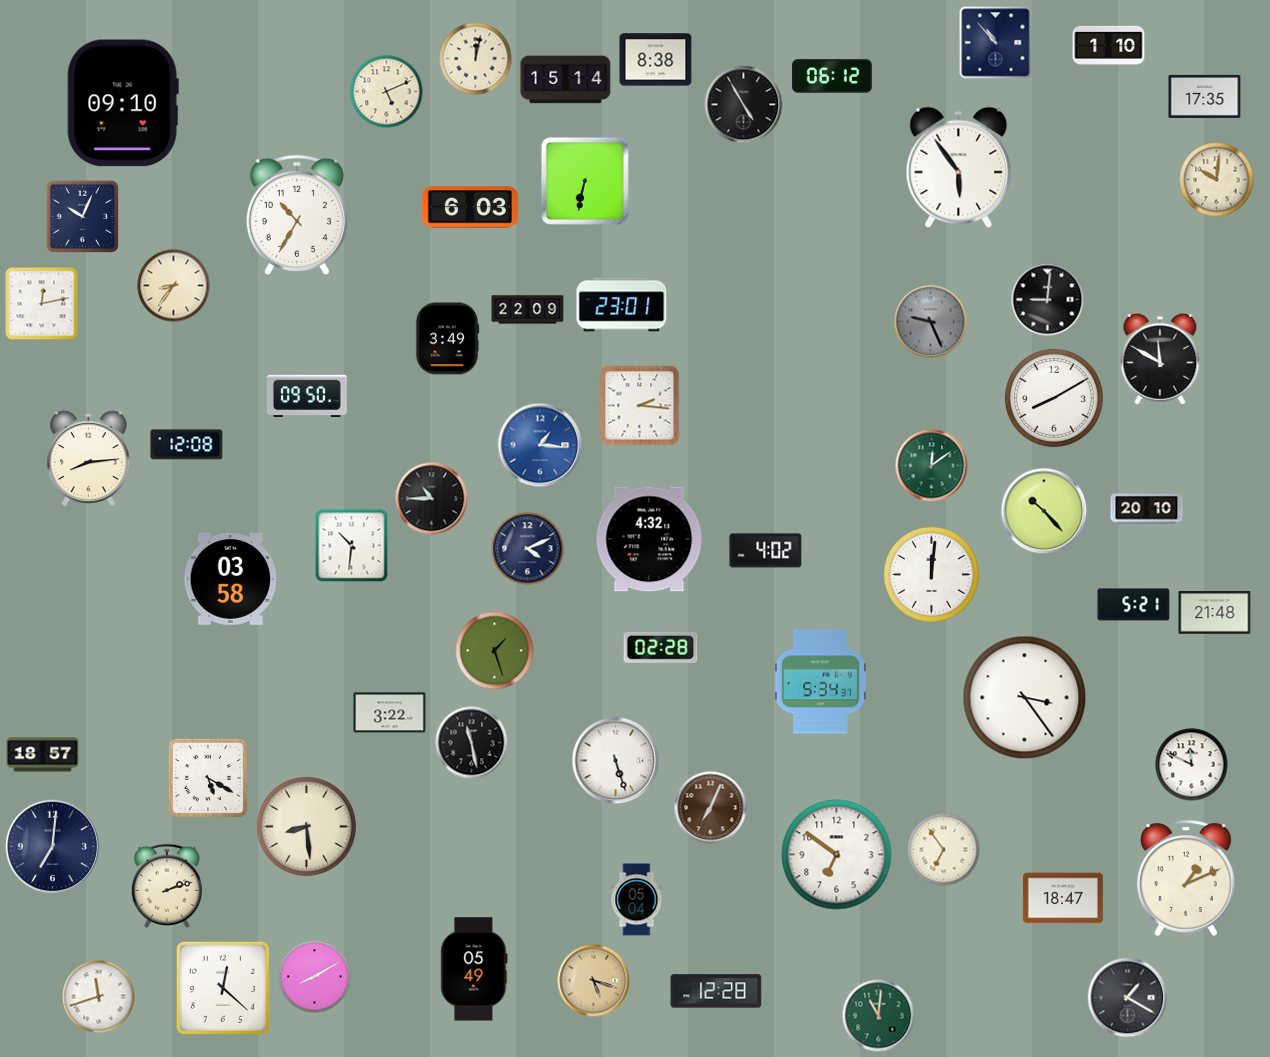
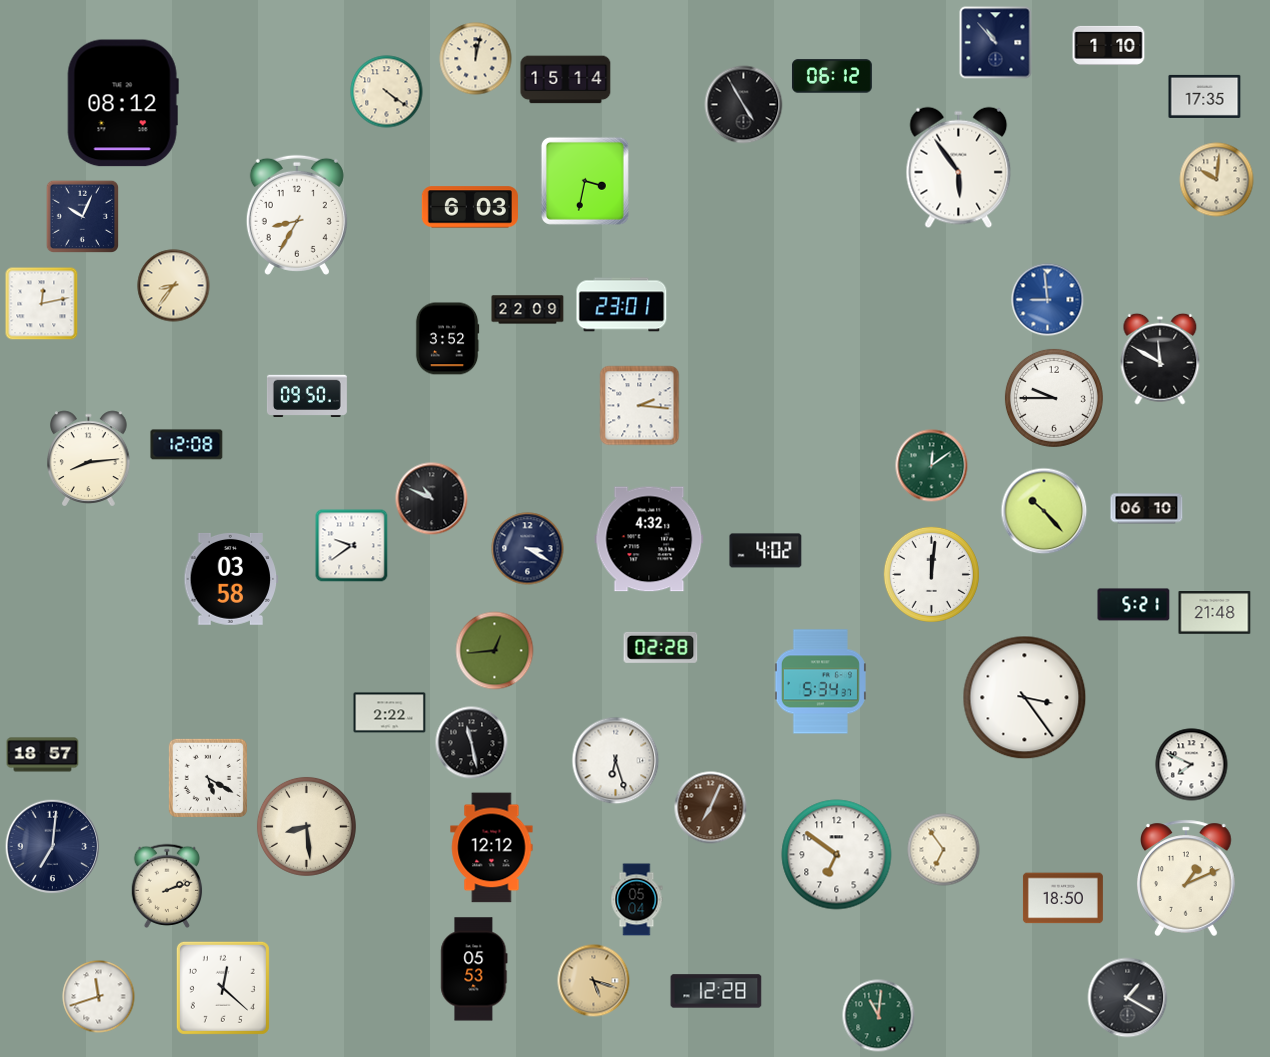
clock at (656, 60): 8:38 -> none
clock at (387, 92): 5:11 -> 4:21
clock at (123, 103): 09:10 -> 08:12
clock at (585, 181): 6:32 -> 3:32
clock at (297, 215): 10:35 -> 8:35
clock at (1048, 300): 9:01 -> 8:59
clock at (1048, 300) dial: black -> blue
clock at (931, 322): 9:26 -> none
clock at (447, 339): 3:49 -> 3:52
clock at (1054, 398): 8:10 -> 9:45
clock at (540, 445): 1:16 -> none
clock at (432, 499): 10:45 -> 10:49
clock at (1147, 509): 20:10 -> 06:10
clock at (352, 546): 10:31 -> 9:39
clock at (528, 549): 4:11 -> 3:20
clock at (495, 651): 1:27 -> 12:44
clock at (390, 713): 3:22 -> 2:22
clock at (616, 761): 5:27 -> 6:27
clock at (1192, 765): 11:49 -> 7:49
clock at (492, 848): none -> 12:12
clock at (1063, 898): 18:47 -> 18:50
clock at (474, 969): 05:49 -> 05:53
clock at (315, 977): 8:10 -> none
